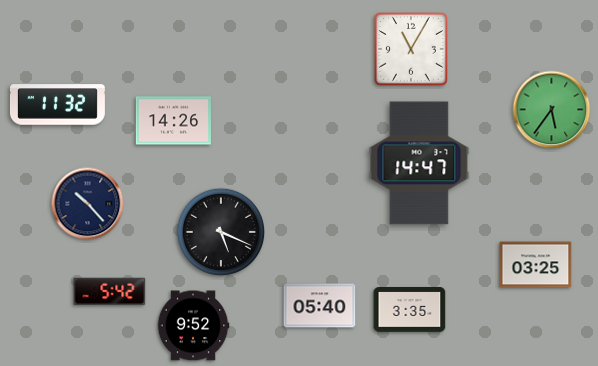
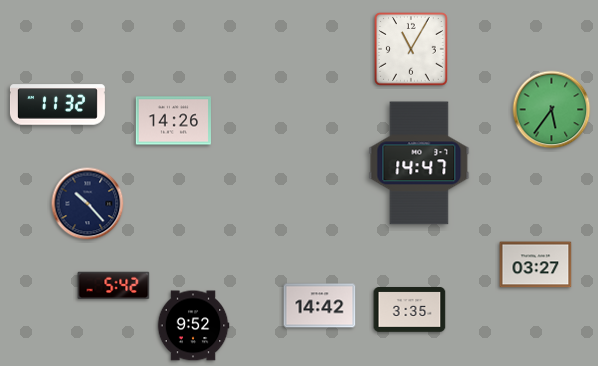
clock at (221, 232): 5:19 -> none
clock at (536, 265): 03:25 -> 03:27
clock at (110, 292) position: (110, 292) -> (114, 286)
clock at (320, 306): 05:40 -> 14:42
